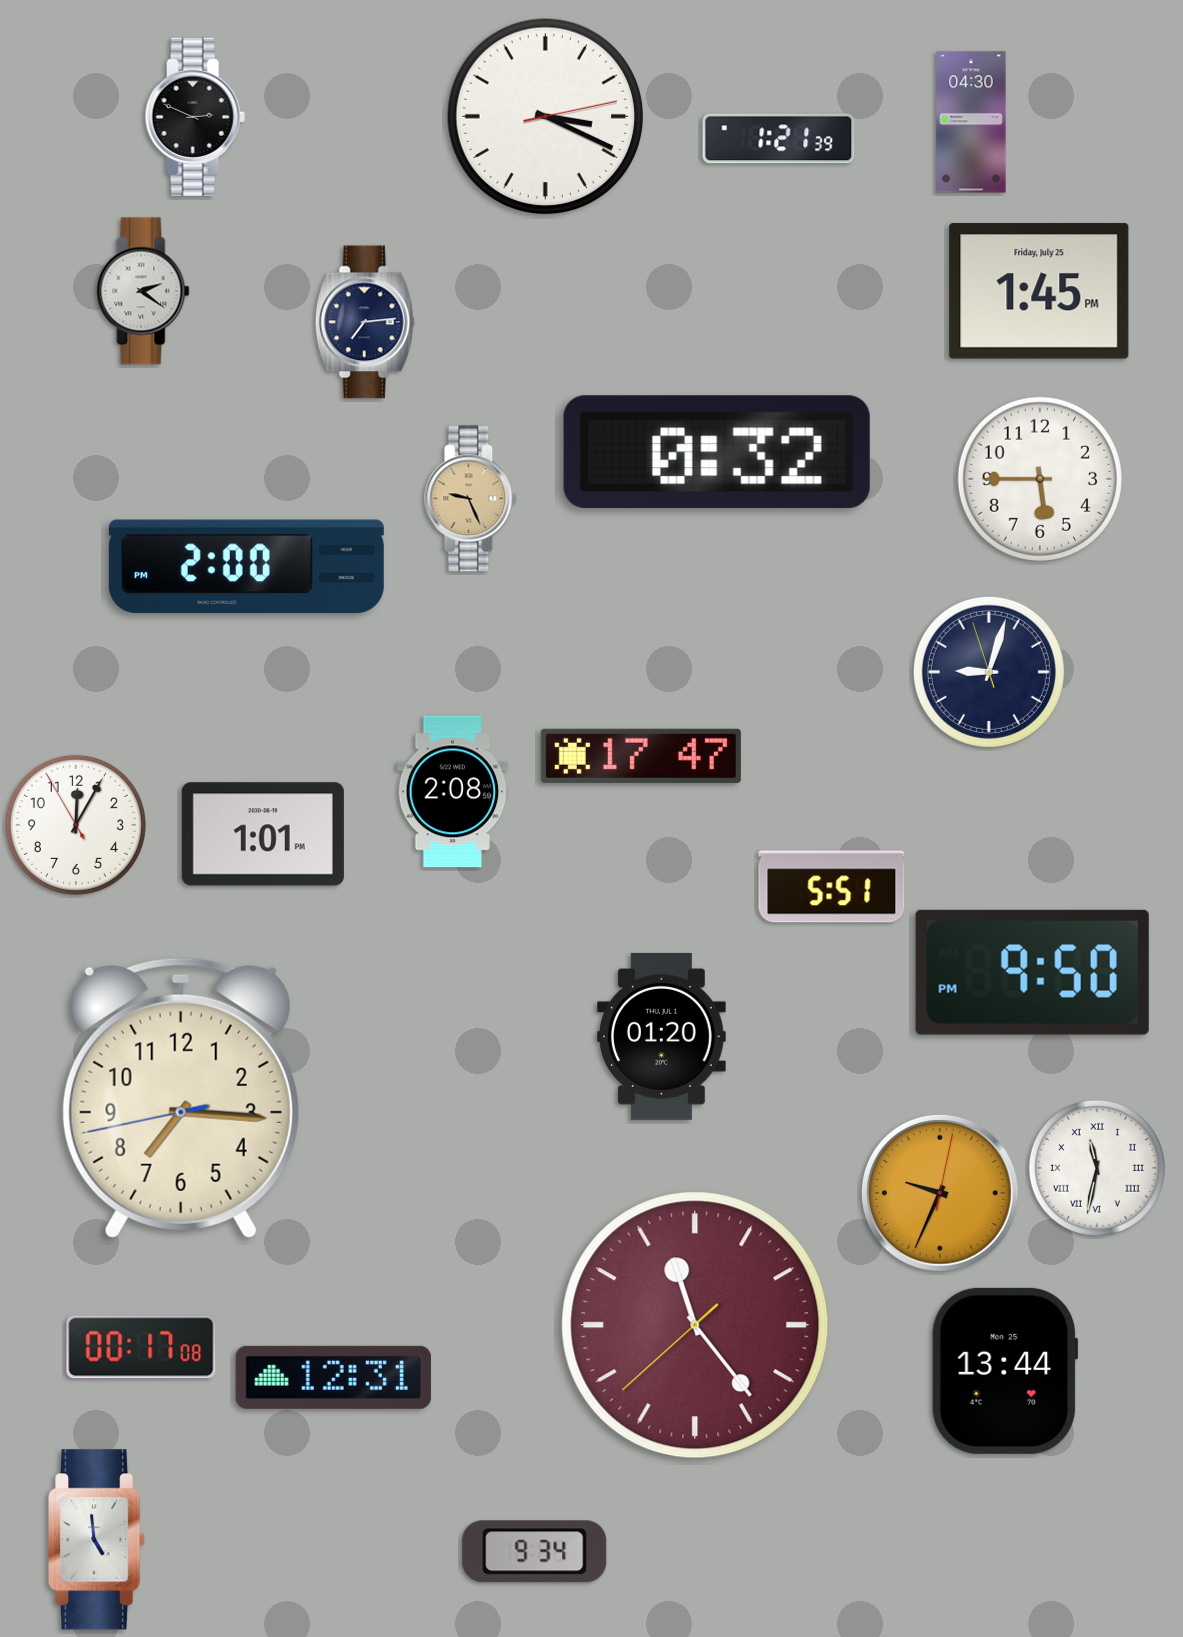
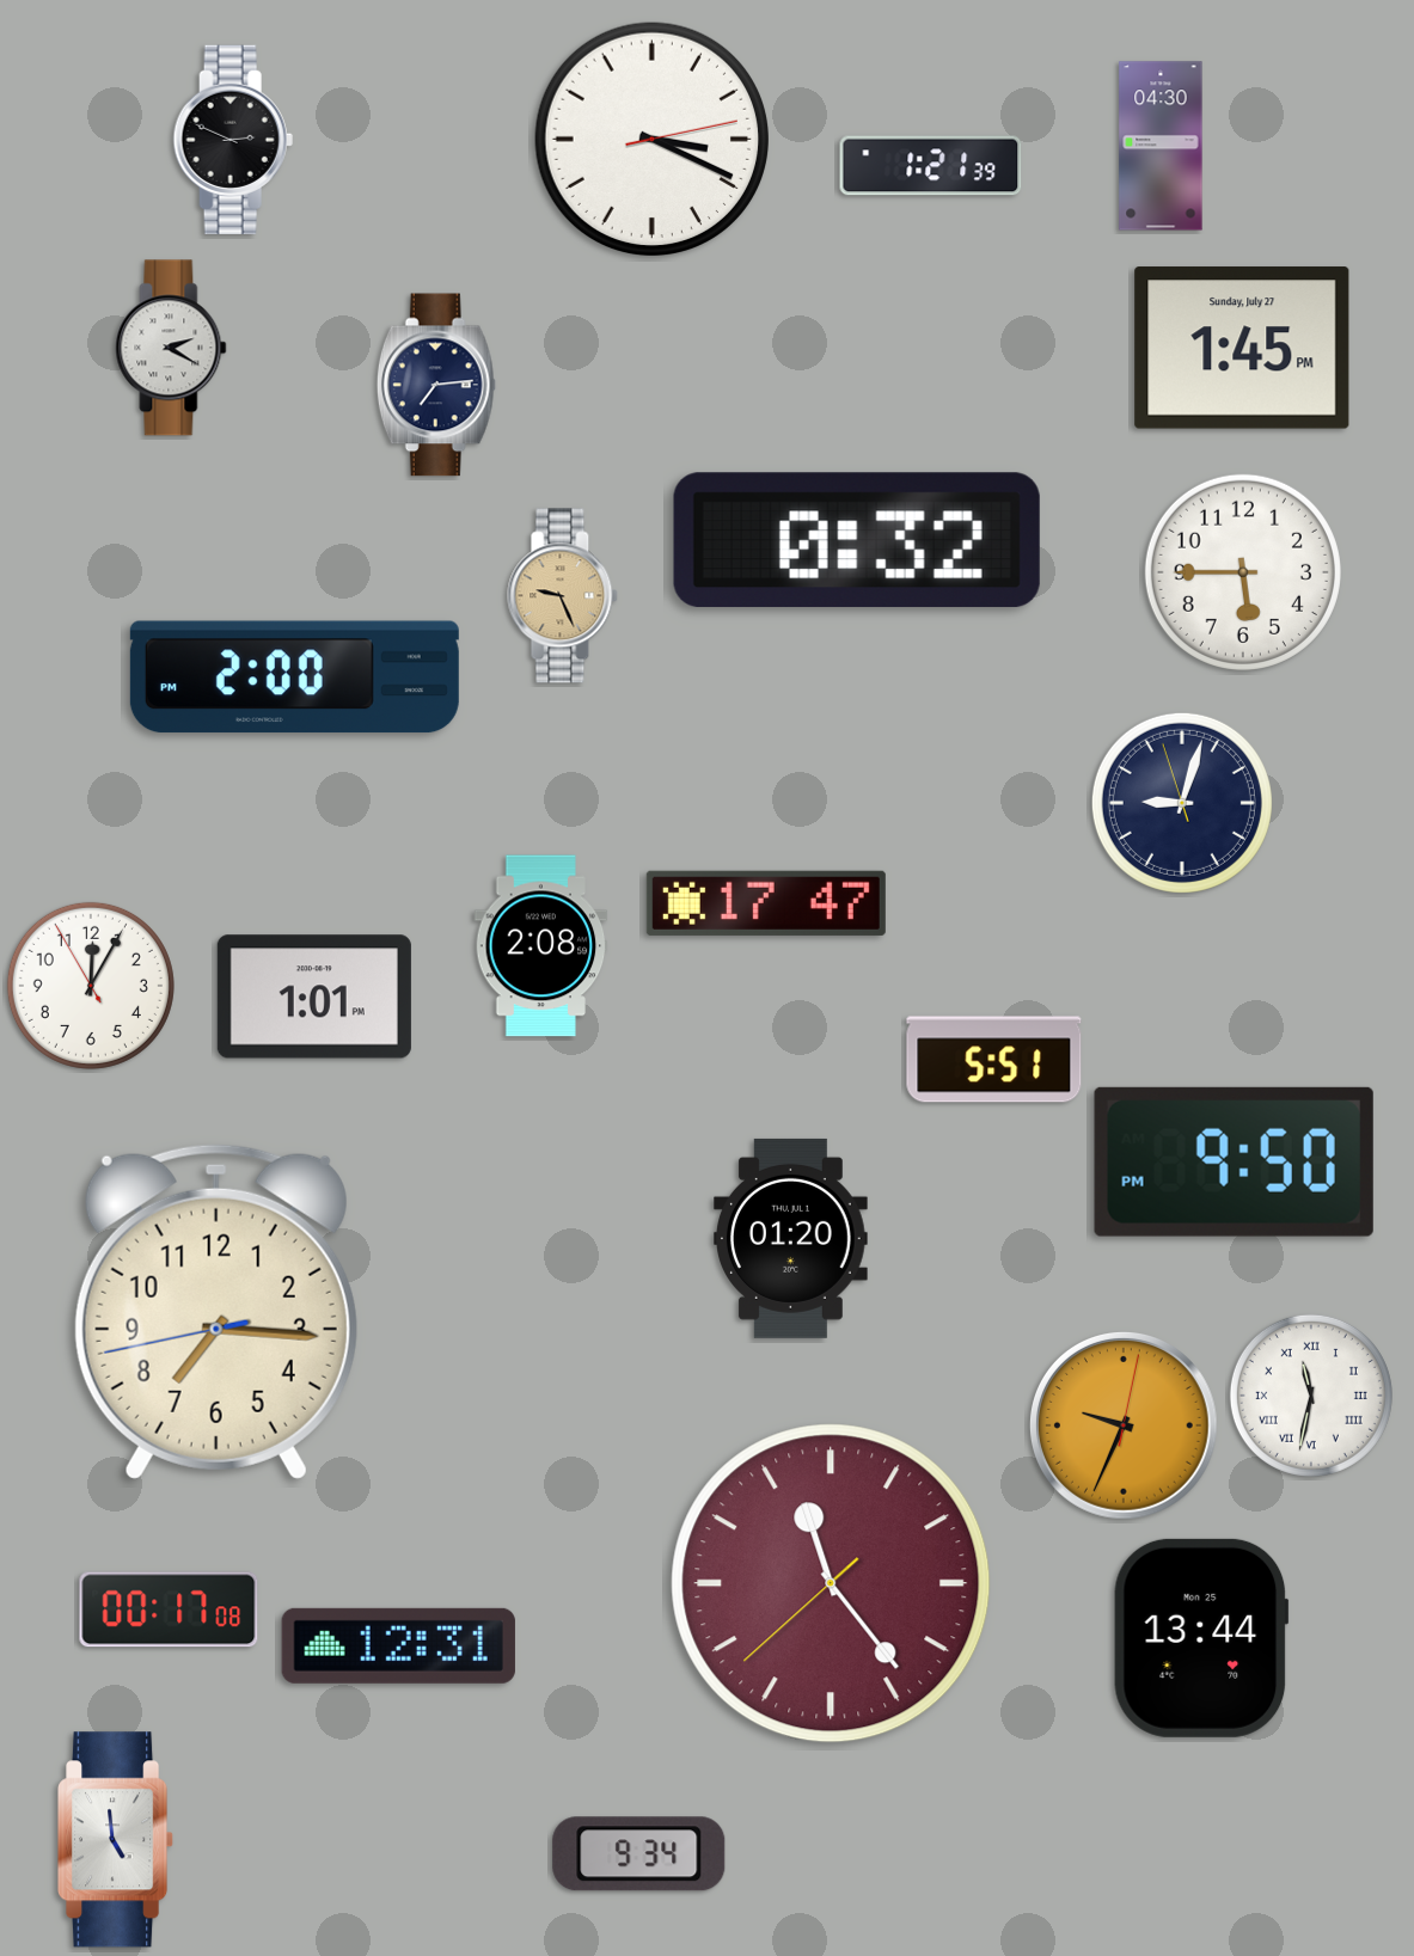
clock at (143, 291): 2:21 -> 2:20
clock at (1039, 291) date: Friday, July 25 -> Sunday, July 27
